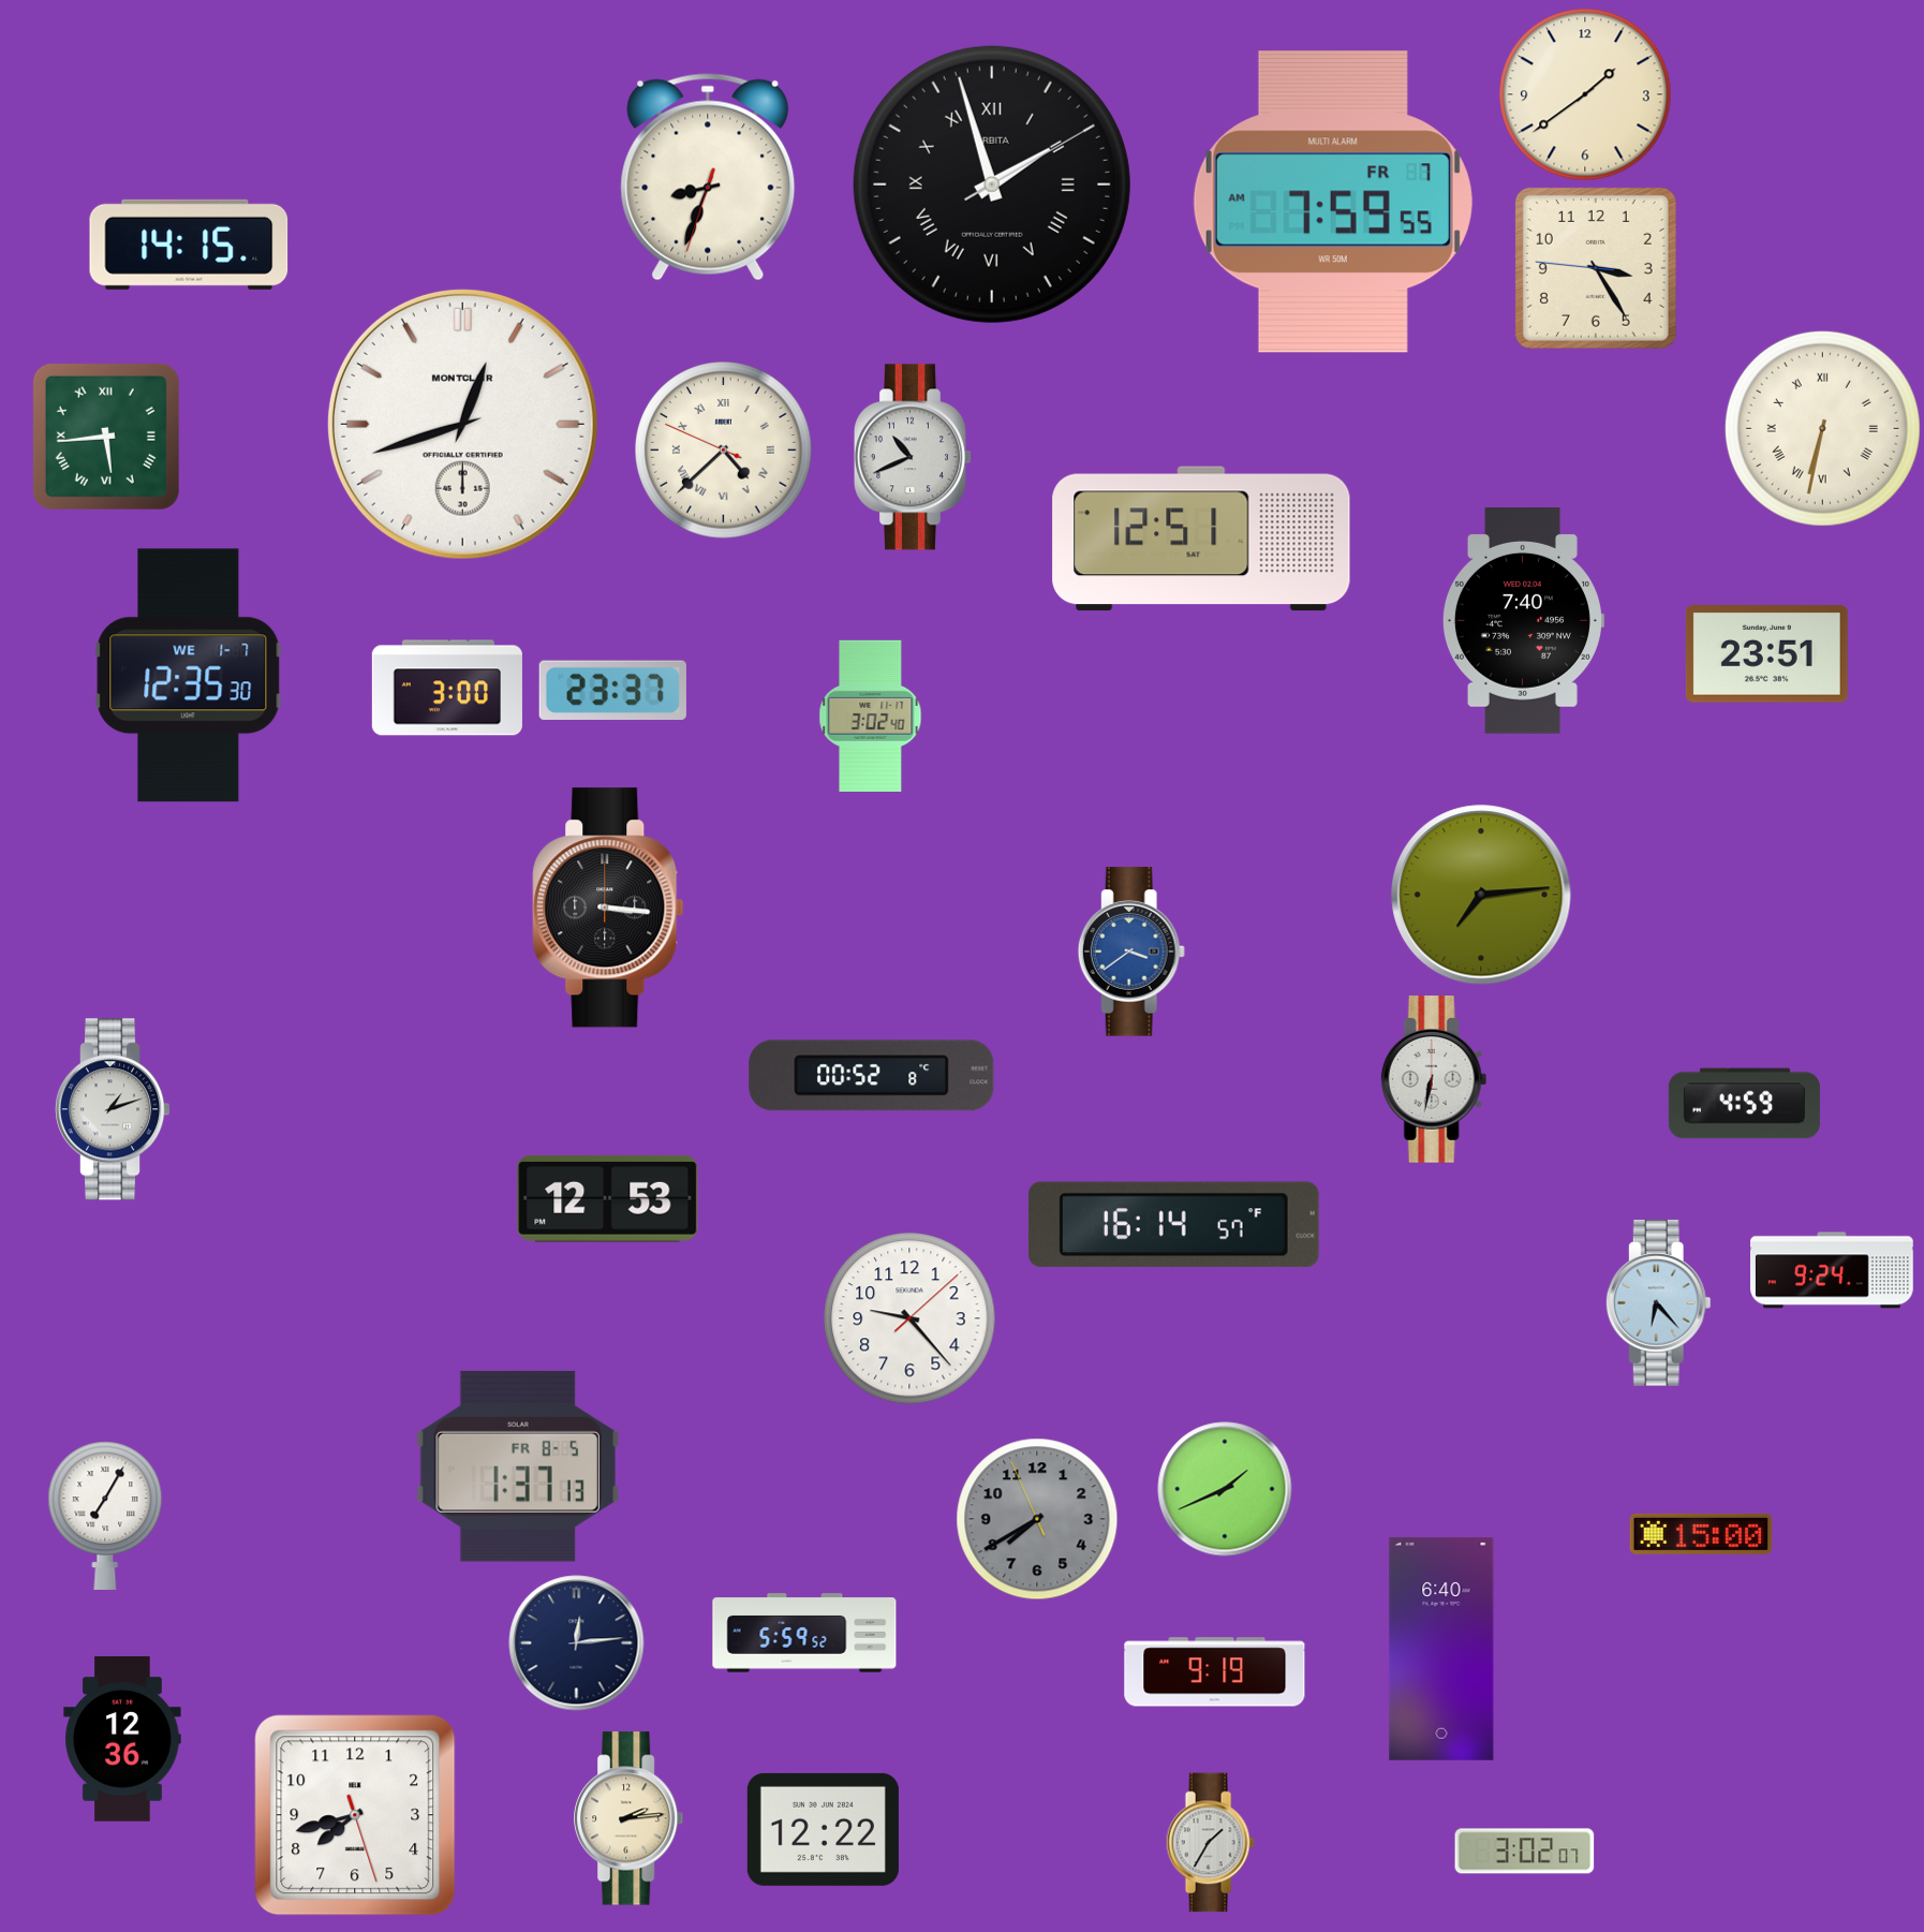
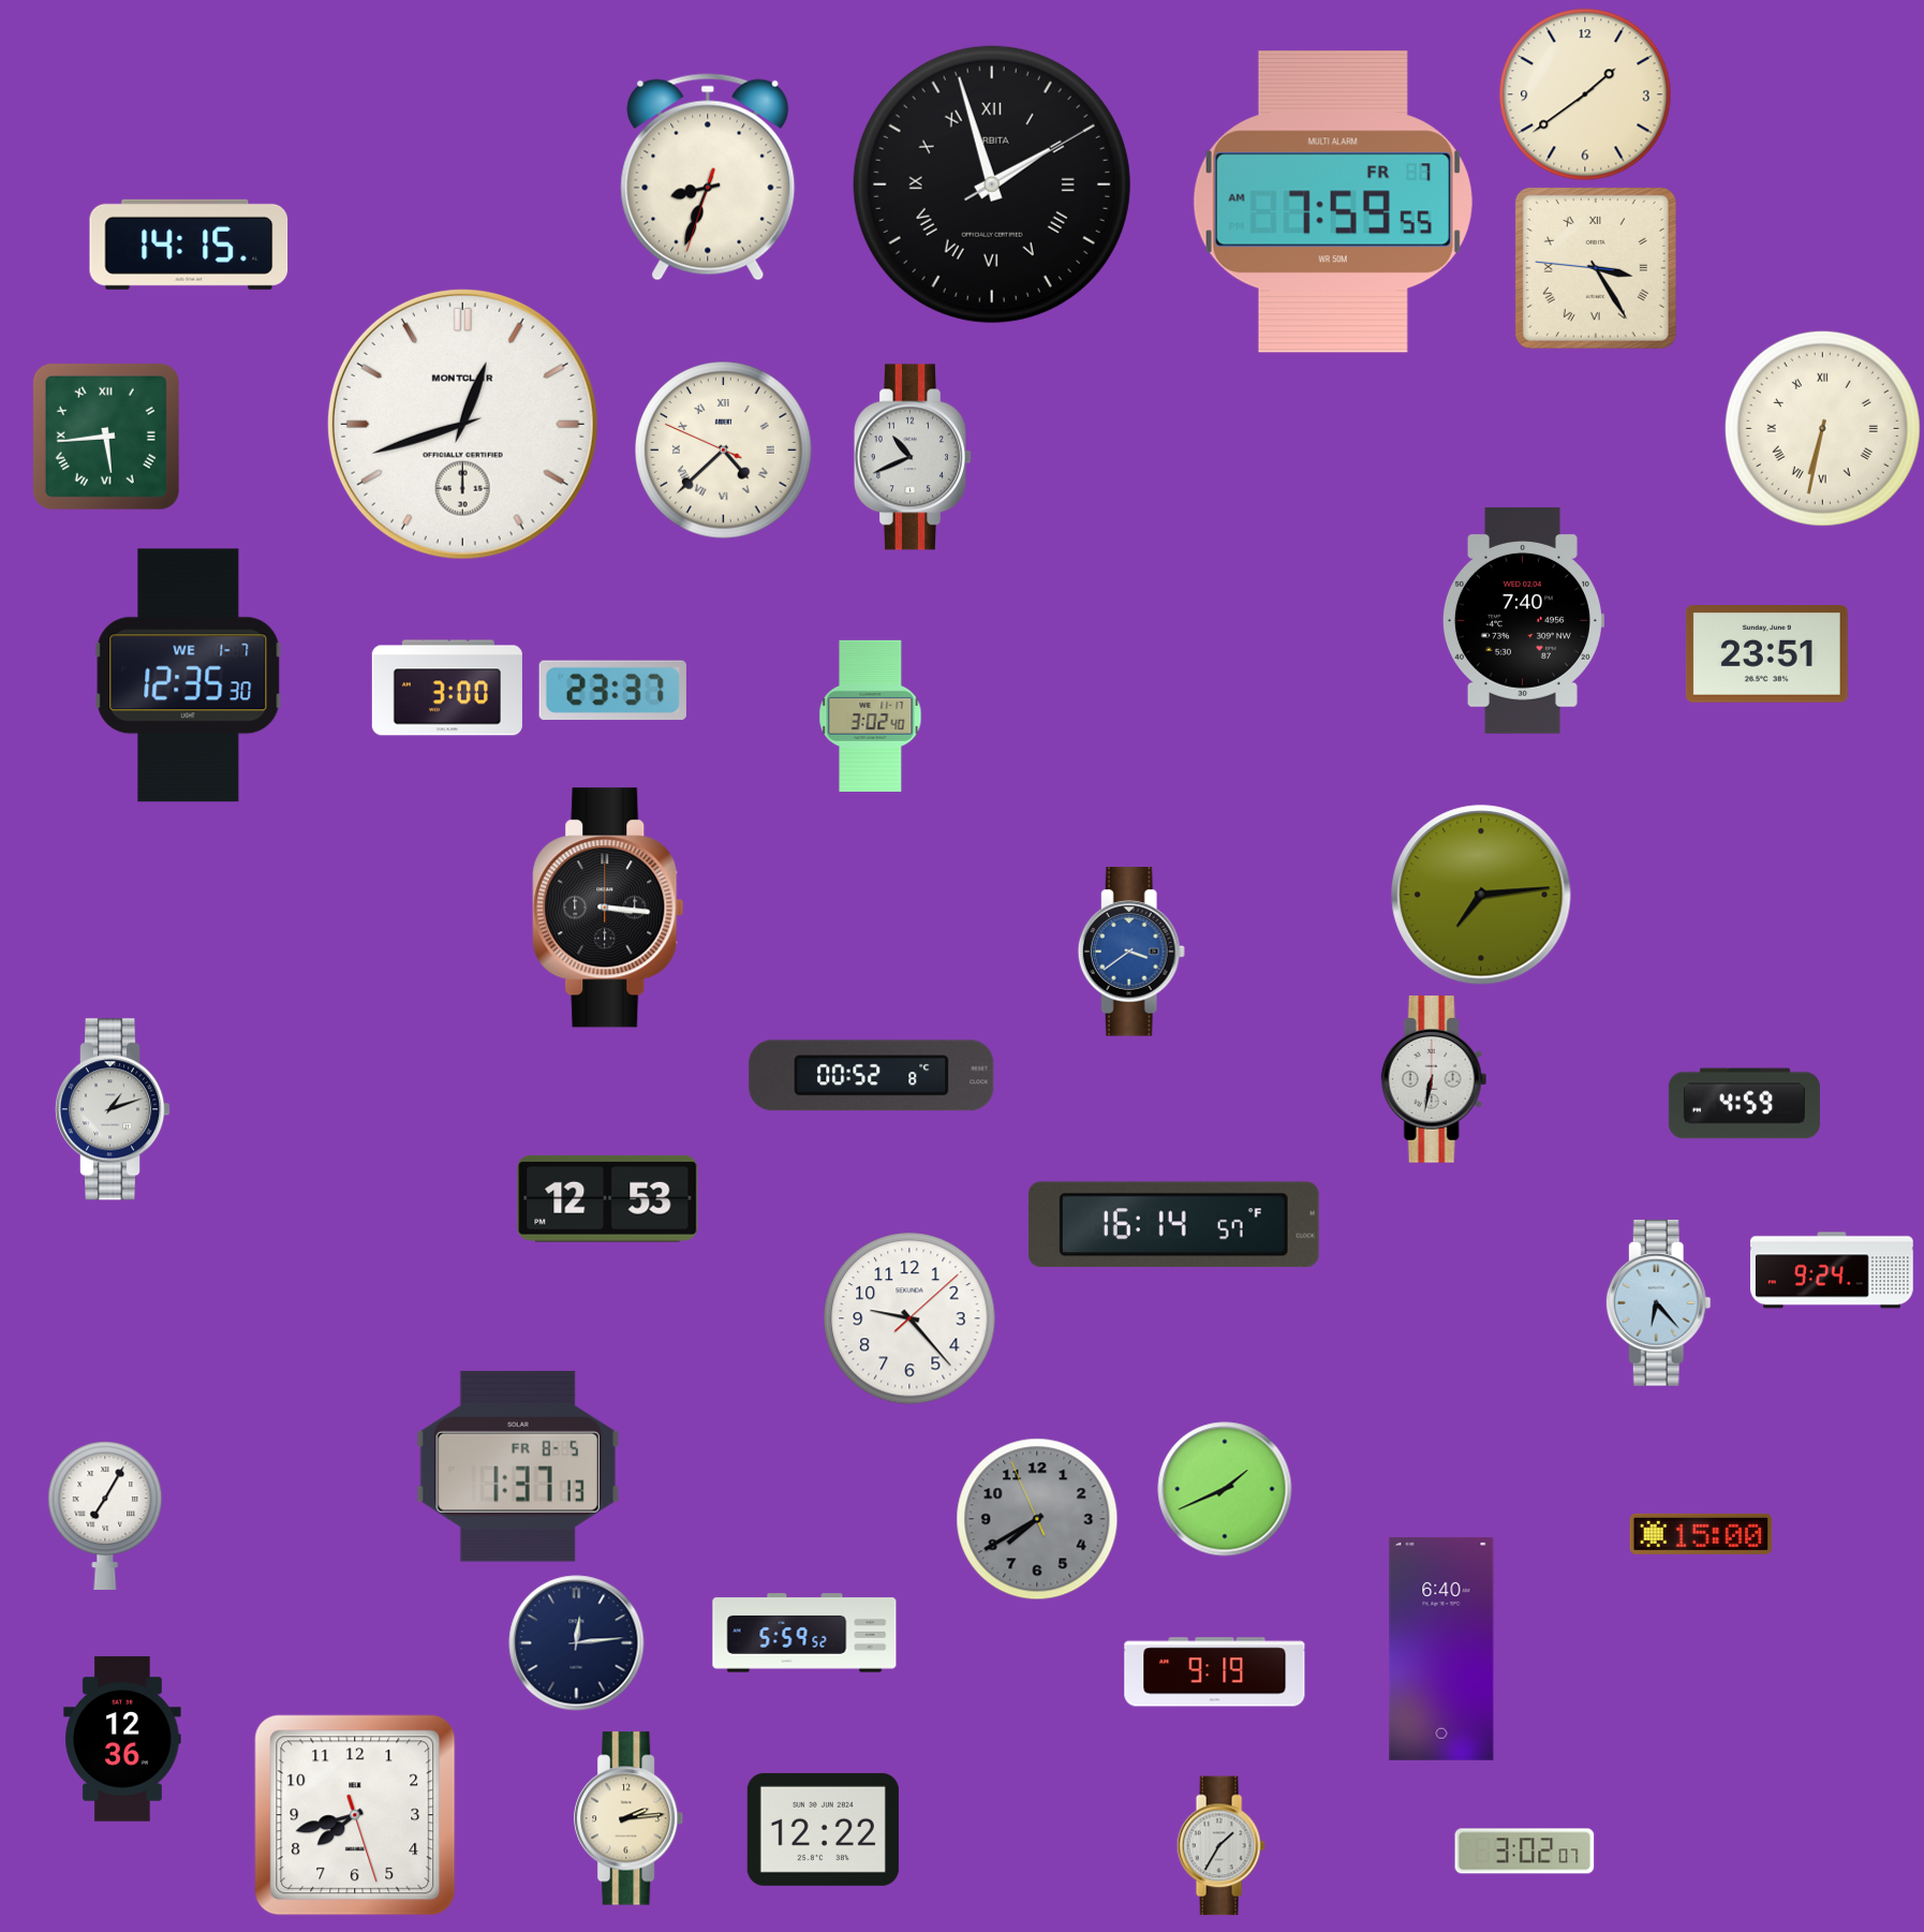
clock at (1596, 268) numerals: Arabic -> Roman
clock at (1201, 539): 12:51 -> none
clock at (1210, 1843) position: (1210, 1843) -> (1220, 1846)
